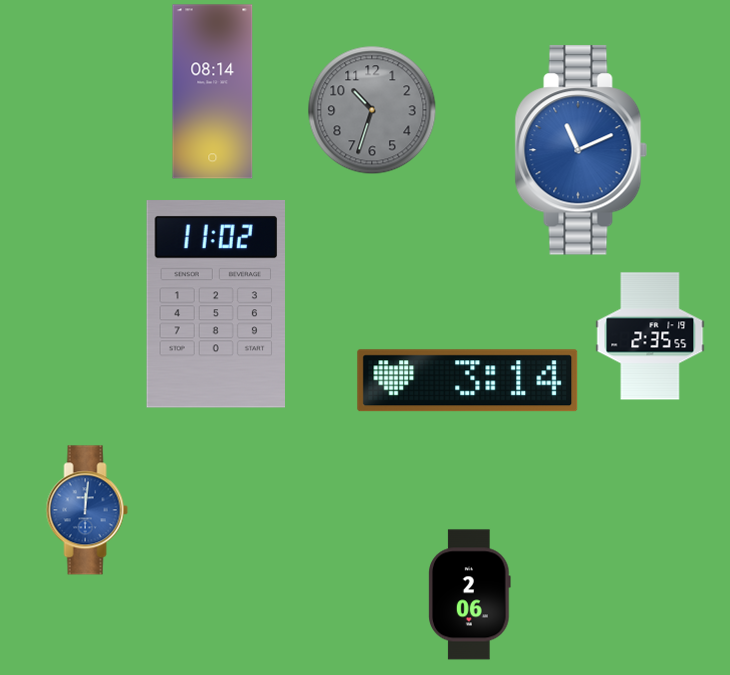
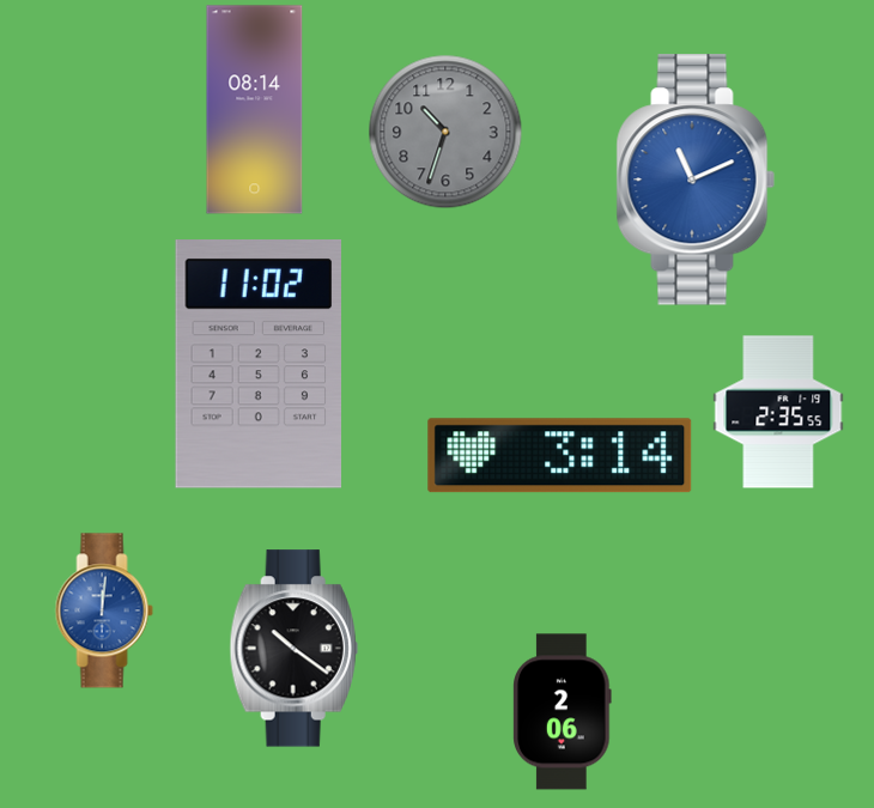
clock at (650, 336) position: (650, 336) -> (778, 412)
clock at (293, 649): none -> 10:21
